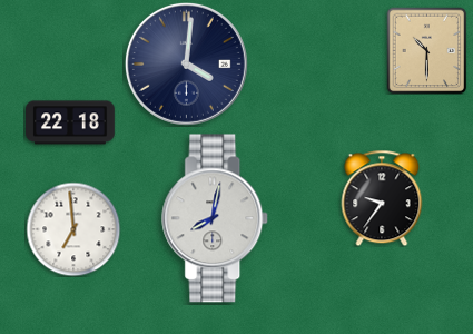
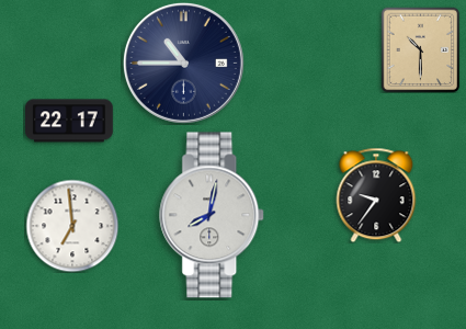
clock at (186, 63): 4:01 -> 10:45
clock at (70, 122): 22:18 -> 22:17
